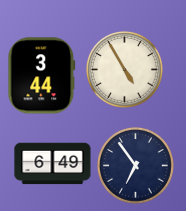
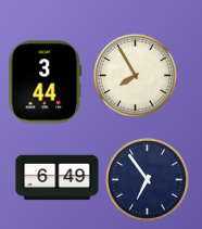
clock at (125, 70): 4:55 -> 7:55
